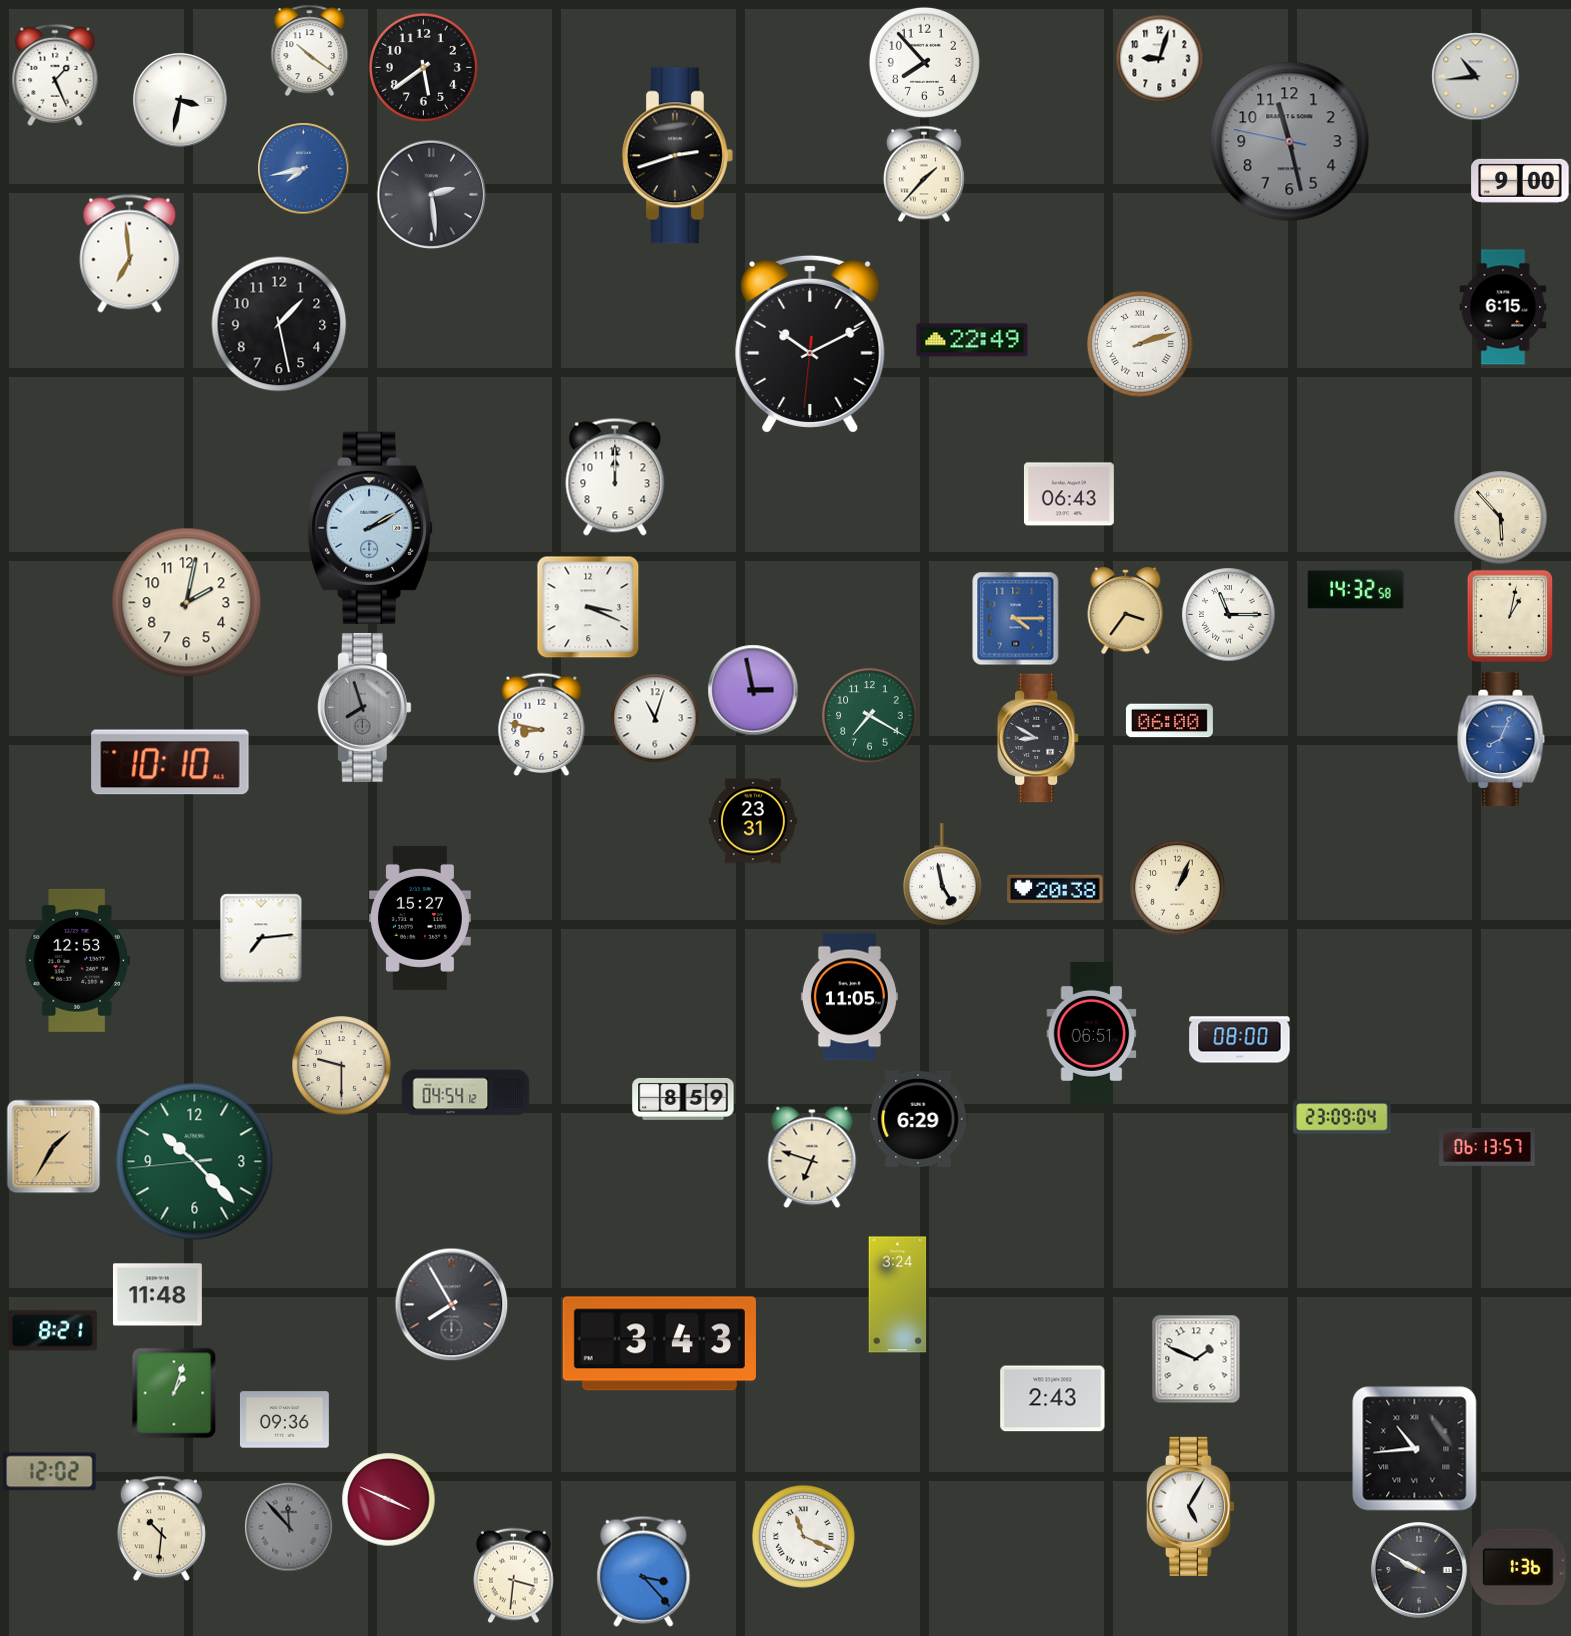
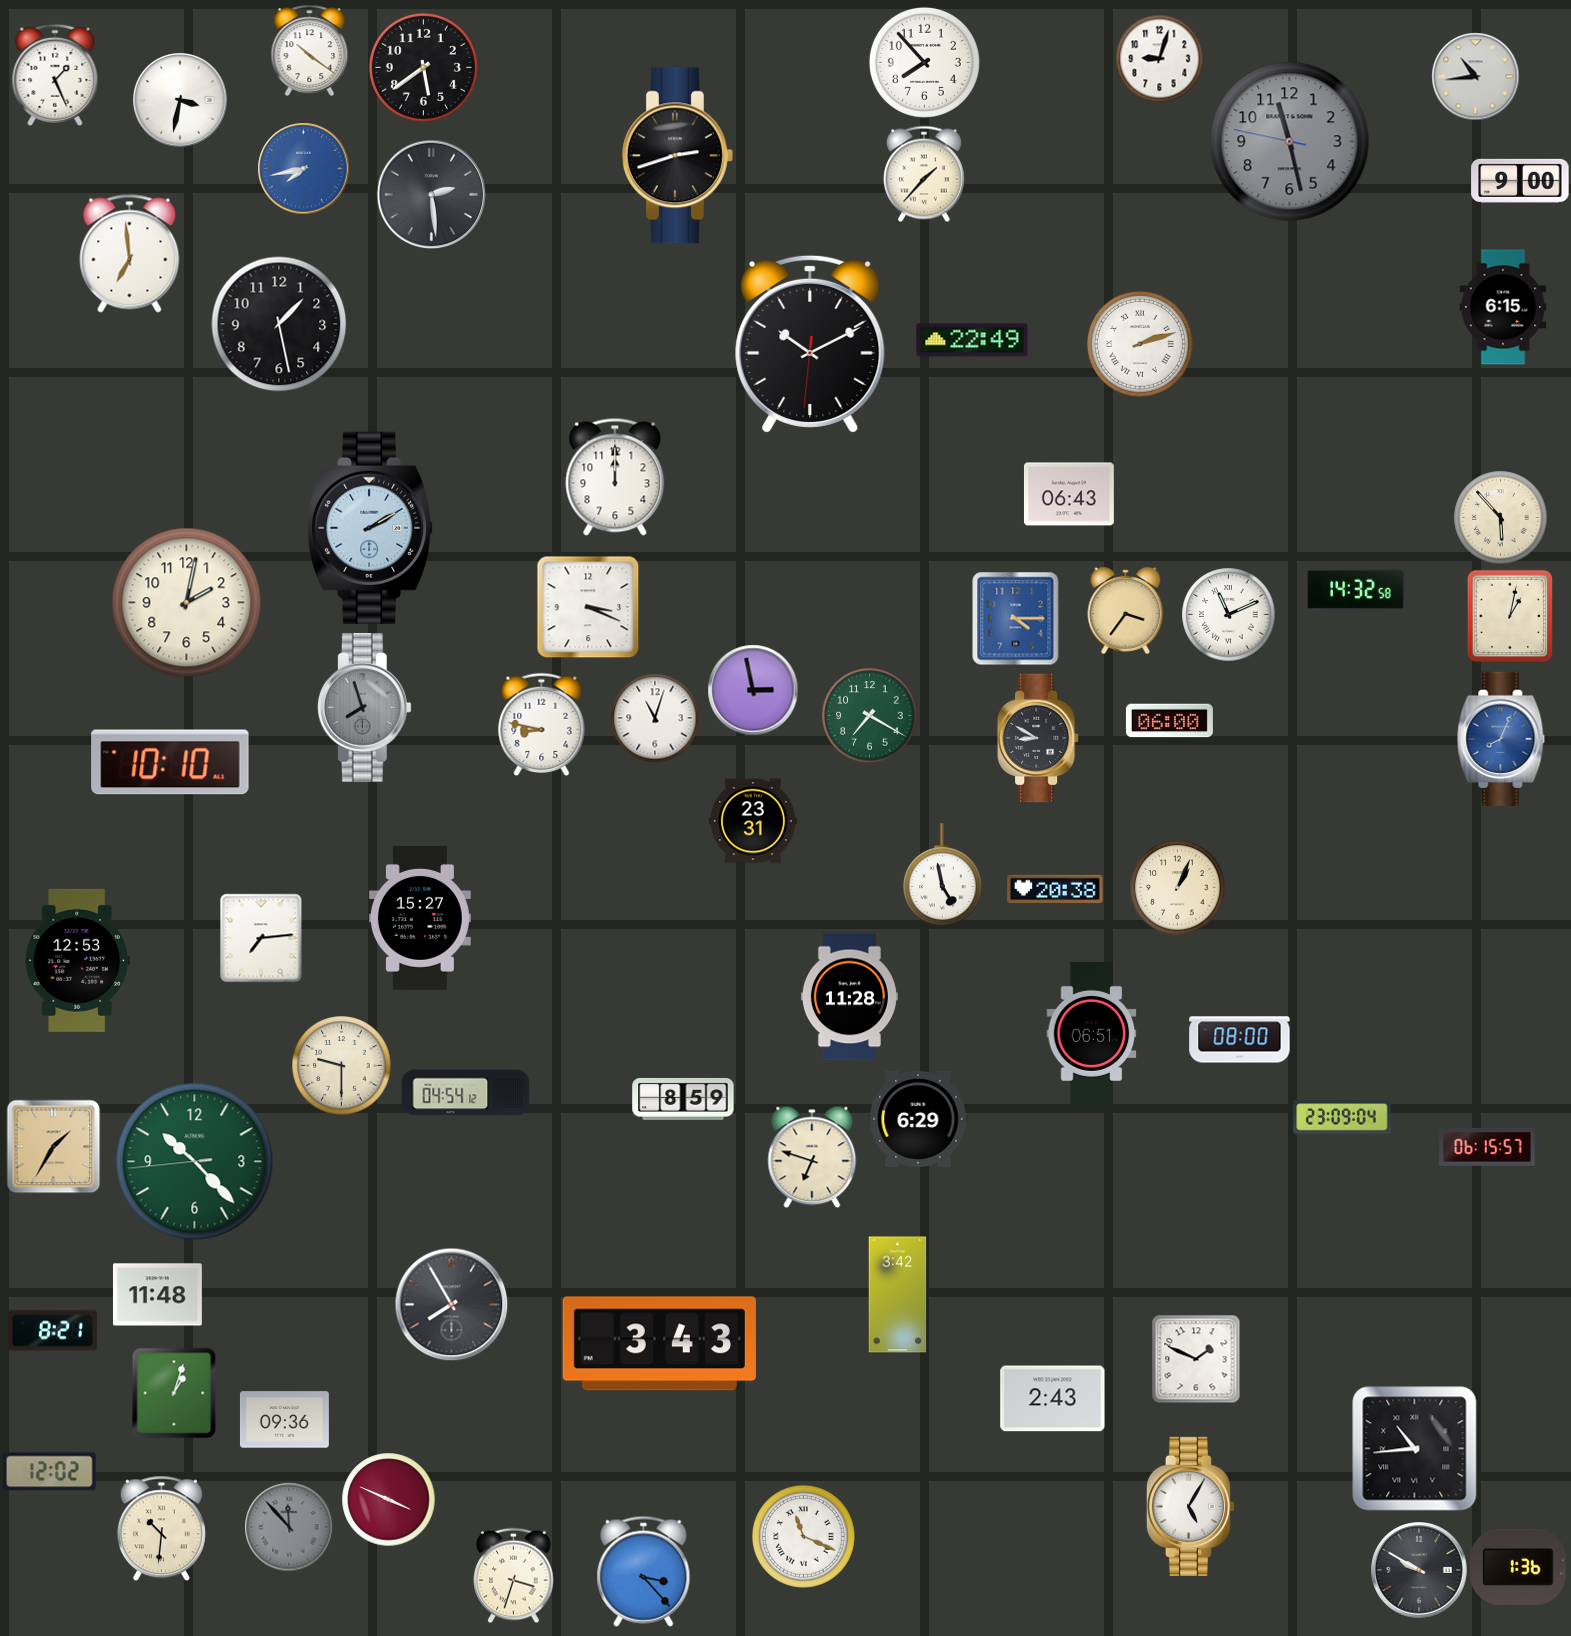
clock at (1228, 614): 11:15 -> 11:11
clock at (849, 997): 11:05 -> 11:28
clock at (1487, 1148): 06:13 -> 06:15
clock at (898, 1295): 3:24 -> 3:42
clock at (514, 1575): 3:31 -> 3:33
